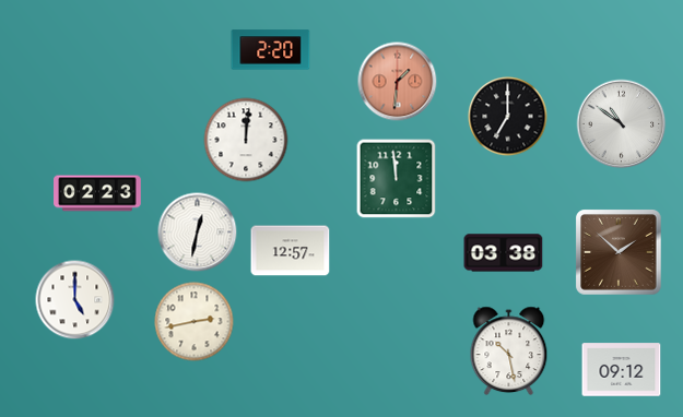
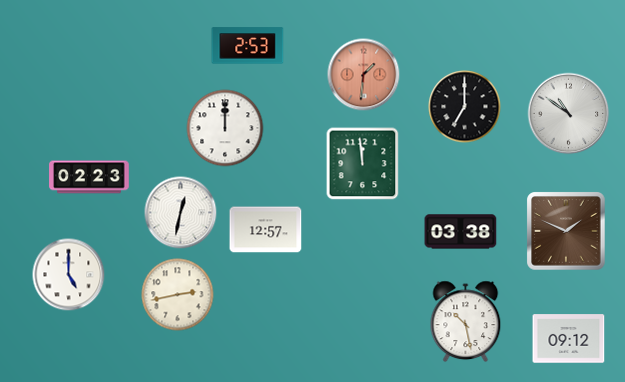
clock at (271, 50): 2:20 -> 2:53
clock at (246, 140): 12:01 -> 12:00
clock at (619, 252): 1:52 -> 1:49
